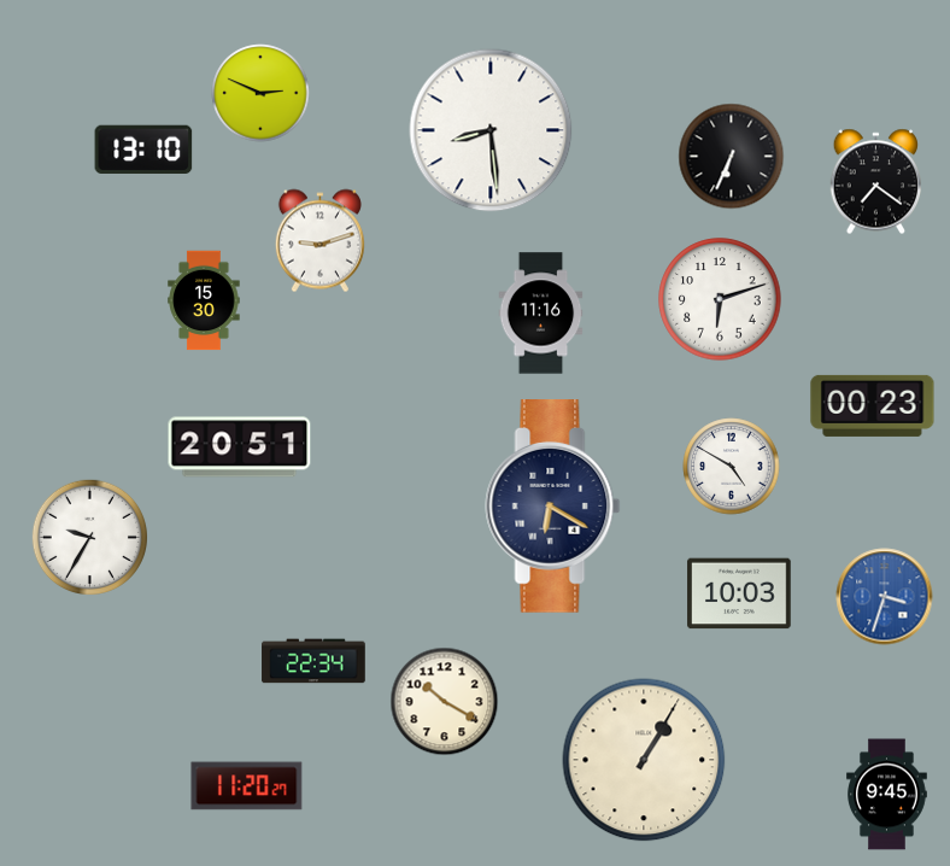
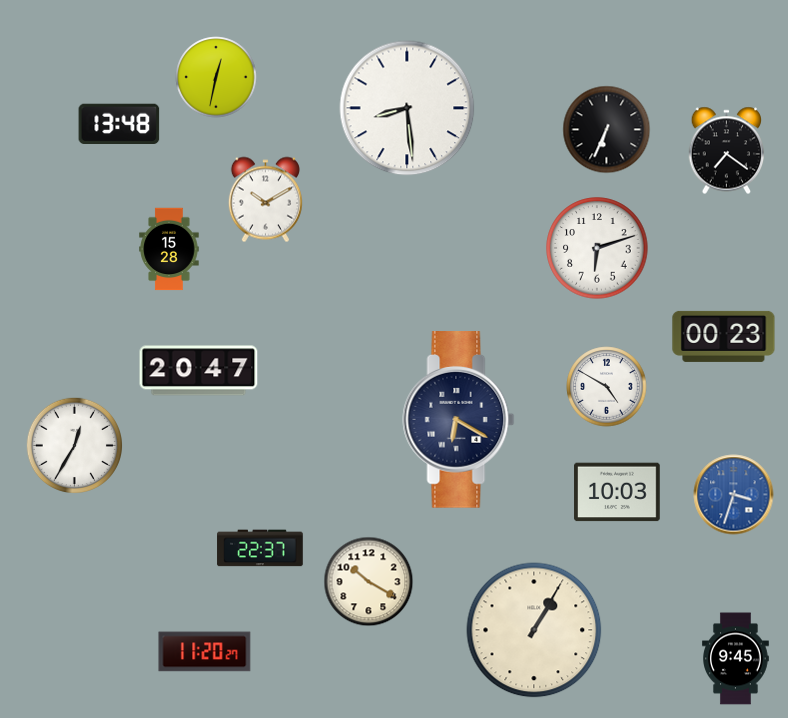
clock at (260, 93): 2:49 -> 12:32
clock at (143, 148): 13:10 -> 13:48
clock at (319, 241): 9:12 -> 10:10
clock at (204, 300): 15:30 -> 15:28
clock at (541, 314): 11:16 -> none
clock at (240, 447): 20:51 -> 20:47
clock at (89, 537): 9:35 -> 12:35
clock at (739, 593) position: (739, 593) -> (617, 492)
clock at (313, 661): 22:34 -> 22:37
